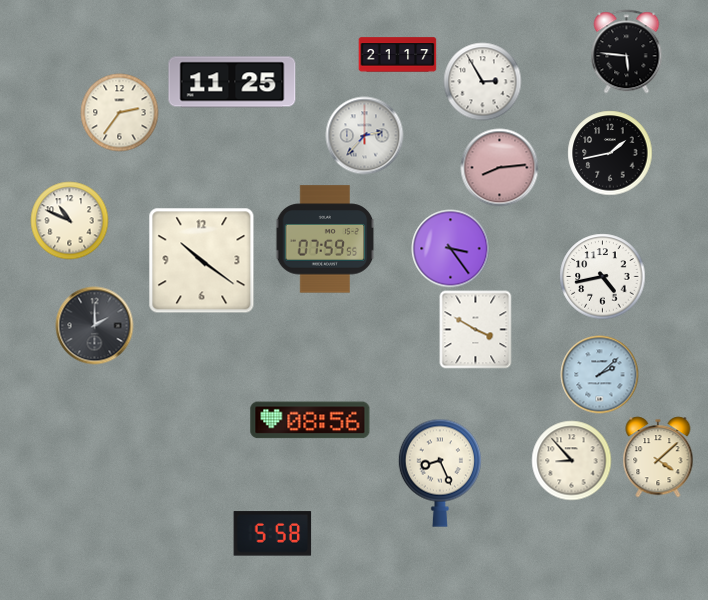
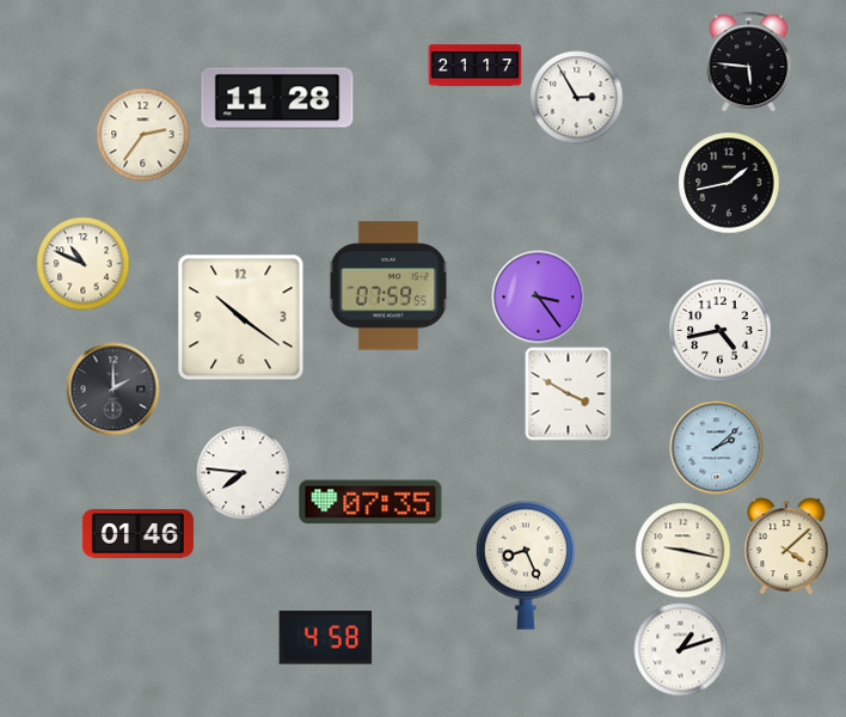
clock at (232, 82): 11:25 -> 11:28
clock at (364, 135): 2:37 -> none
clock at (499, 167): 8:14 -> none
clock at (201, 260) position: (201, 260) -> (240, 317)
clock at (243, 472): none -> 7:46
clock at (310, 420): 08:56 -> 07:35
clock at (137, 534): none -> 01:46
clock at (571, 460): 8:53 -> 9:17
clock at (272, 534): 5:58 -> 4:58
clock at (680, 649): none -> 1:12
